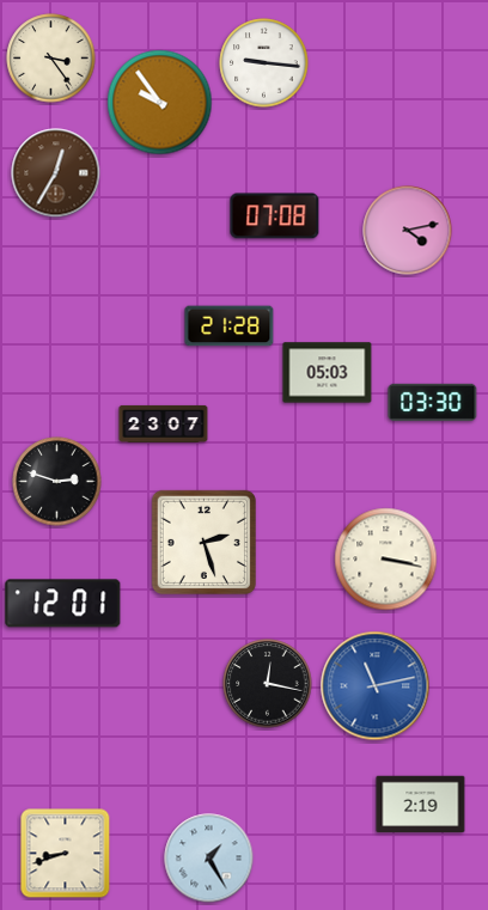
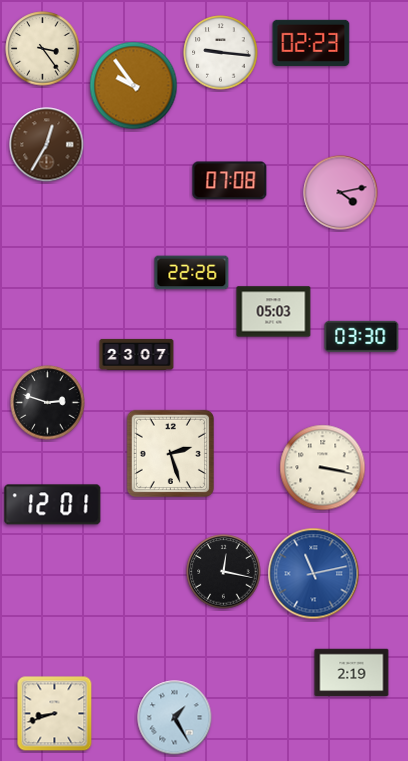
clock at (311, 43): none -> 02:23
clock at (230, 326): 21:28 -> 22:26
